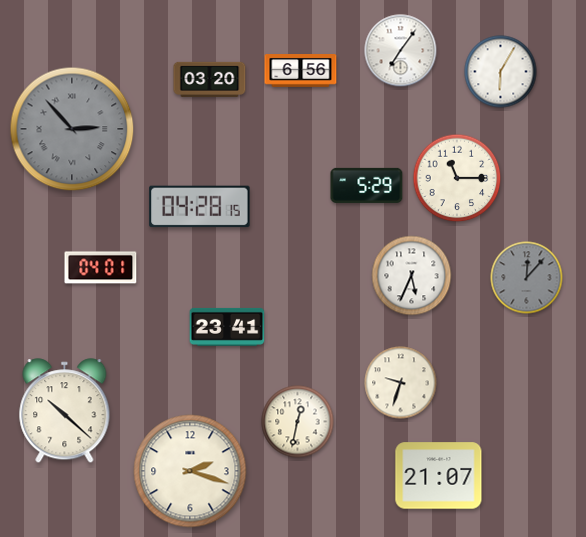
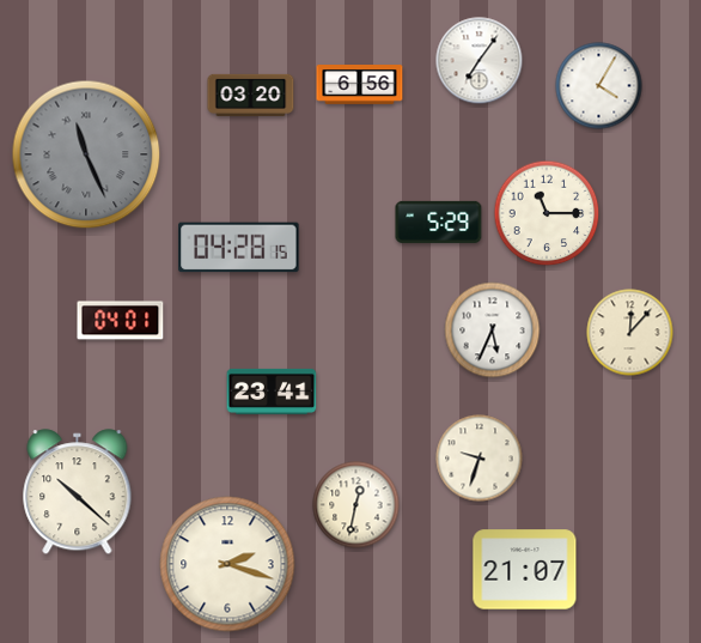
clock at (501, 72): 6:05 -> 4:05
clock at (72, 129): 2:53 -> 11:26
clock at (527, 278) dial: grey -> cream
